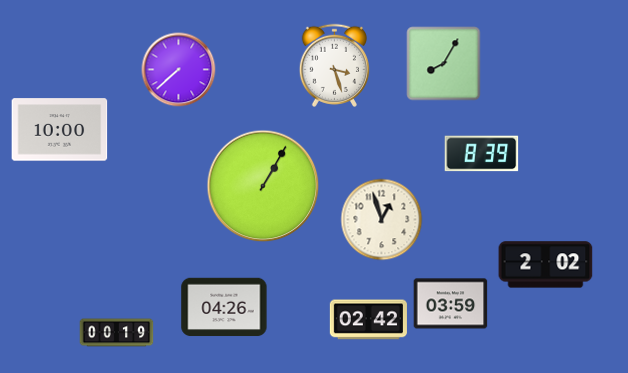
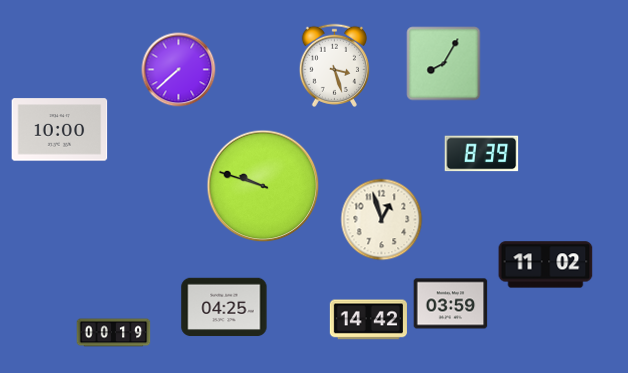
clock at (263, 186): 1:05 -> 9:48
clock at (546, 265): 2:02 -> 11:02
clock at (224, 307): 04:26 -> 04:25
clock at (368, 320): 02:42 -> 14:42
clock at (117, 333) position: (117, 333) -> (114, 333)
